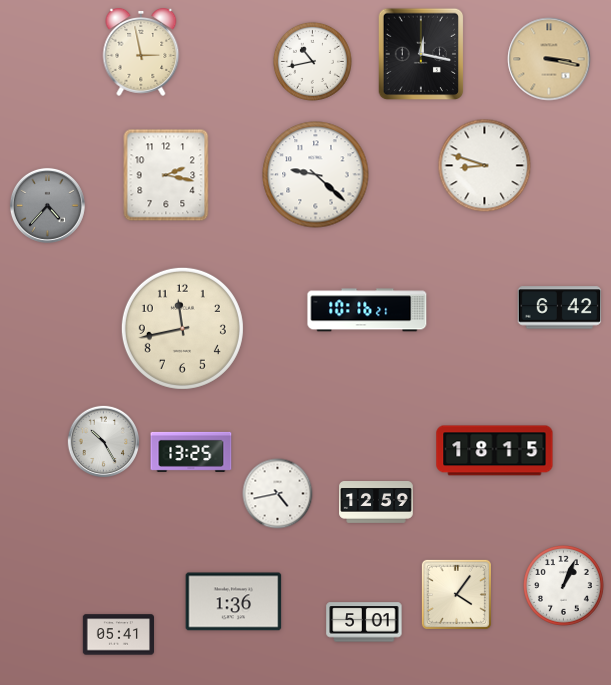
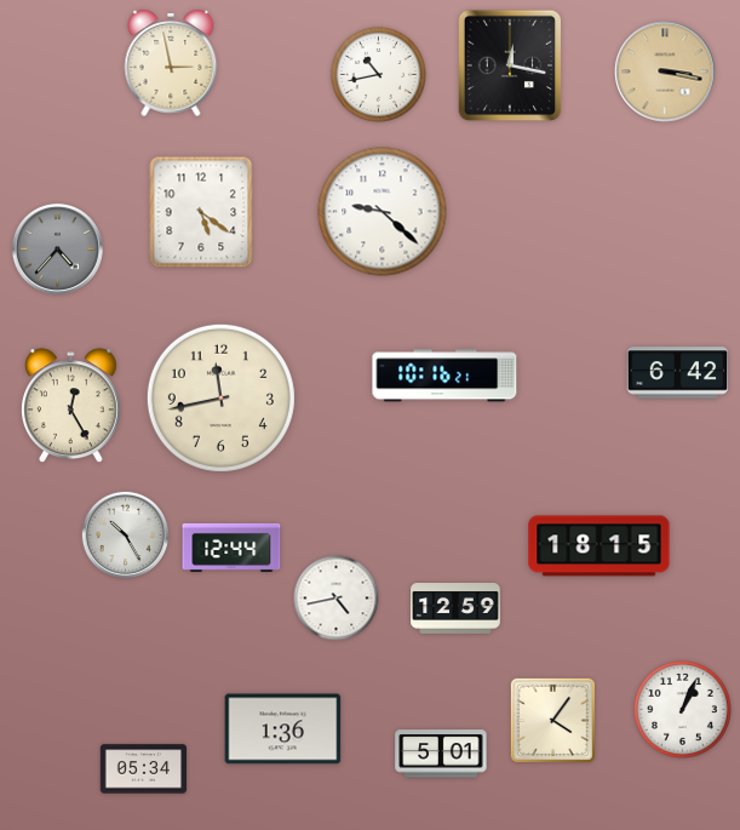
clock at (485, 166): 8:48 -> none
clock at (166, 175): 2:17 -> 5:21
clock at (70, 406): none -> 12:25
clock at (191, 452): 13:25 -> 12:44
clock at (118, 635): 05:41 -> 05:34
